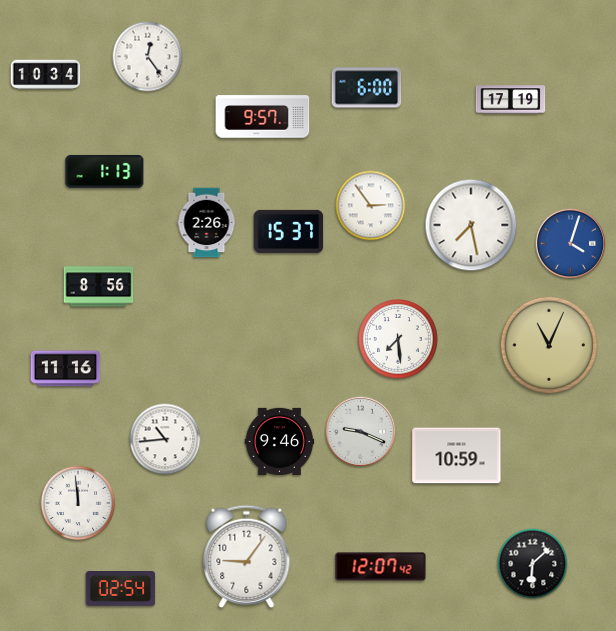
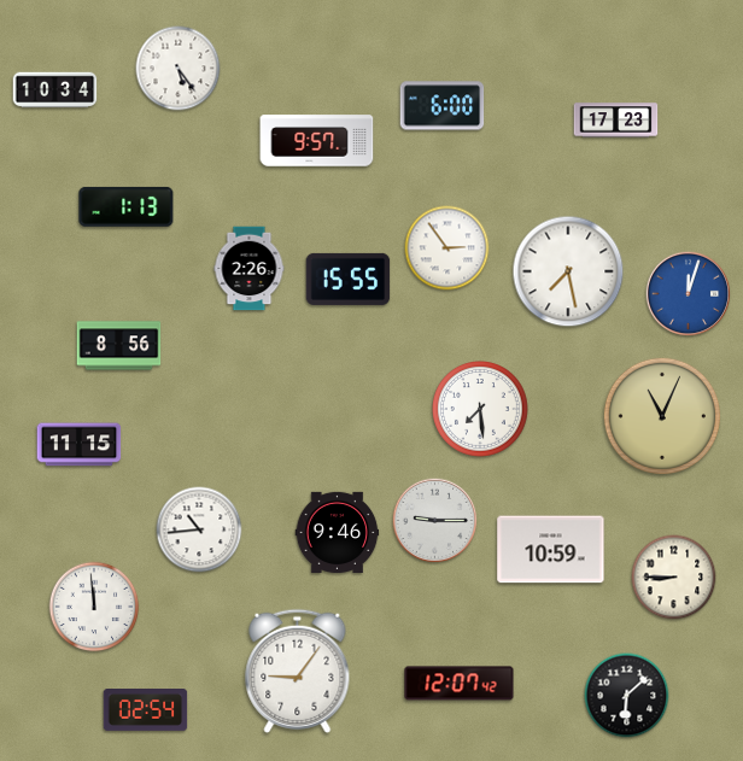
clock at (148, 57): 12:24 -> 5:24
clock at (511, 100): 17:19 -> 17:23
clock at (289, 231): 15:37 -> 15:55
clock at (571, 244): 4:03 -> 12:03
clock at (66, 369): 11:16 -> 11:15
clock at (361, 432): 9:19 -> 9:15
clock at (674, 578): none -> 8:45
clock at (533, 564) position: (533, 564) -> (627, 696)
